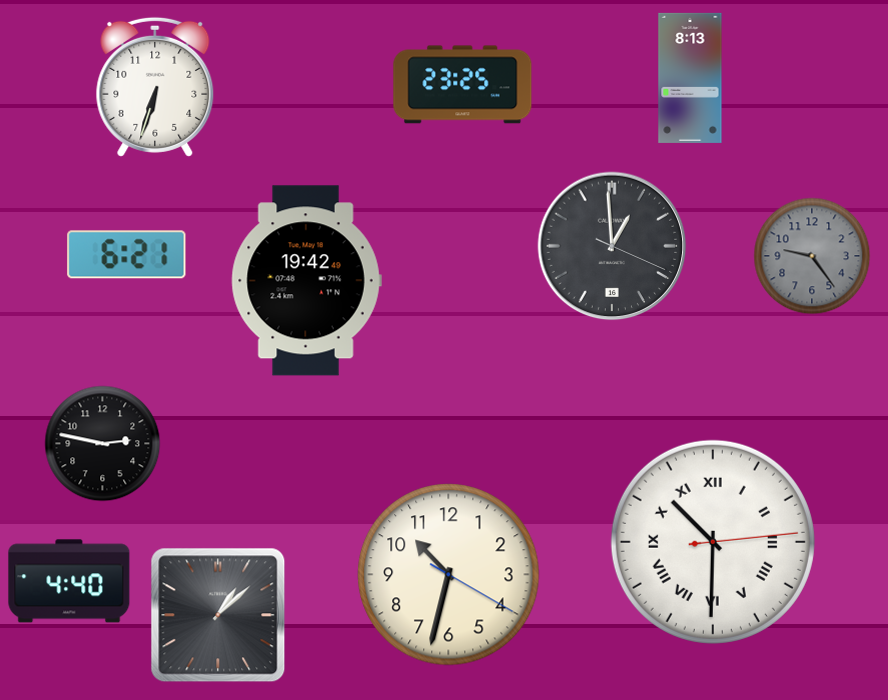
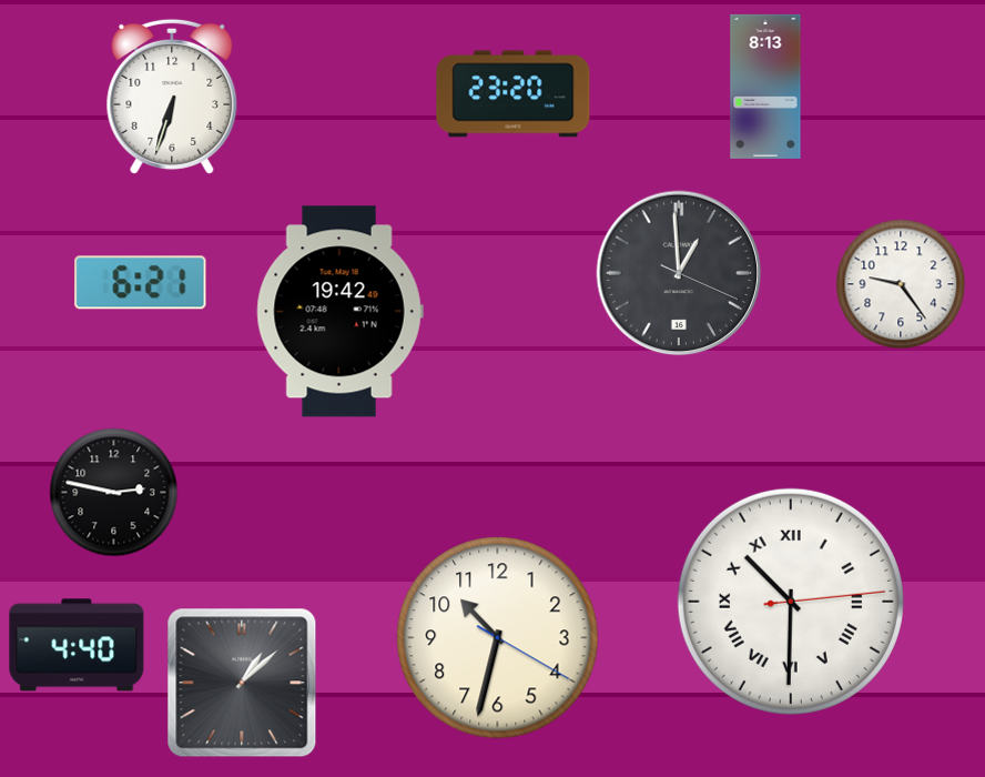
clock at (463, 85): 23:25 -> 23:20
clock at (812, 256) dial: grey -> white
